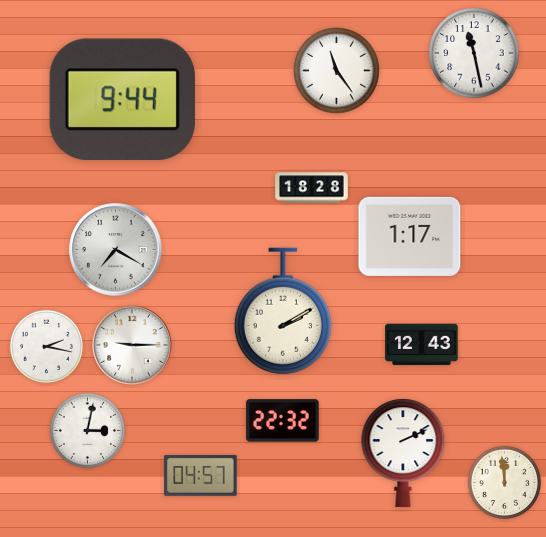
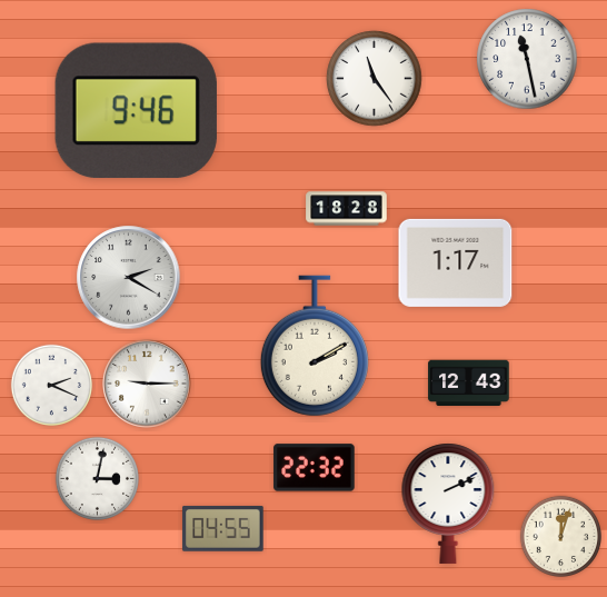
clock at (122, 99): 9:44 -> 9:46
clock at (116, 250): 7:20 -> 2:20
clock at (47, 347): 2:17 -> 2:19
clock at (201, 475): 04:57 -> 04:55
clock at (505, 483): 11:59 -> 12:03
